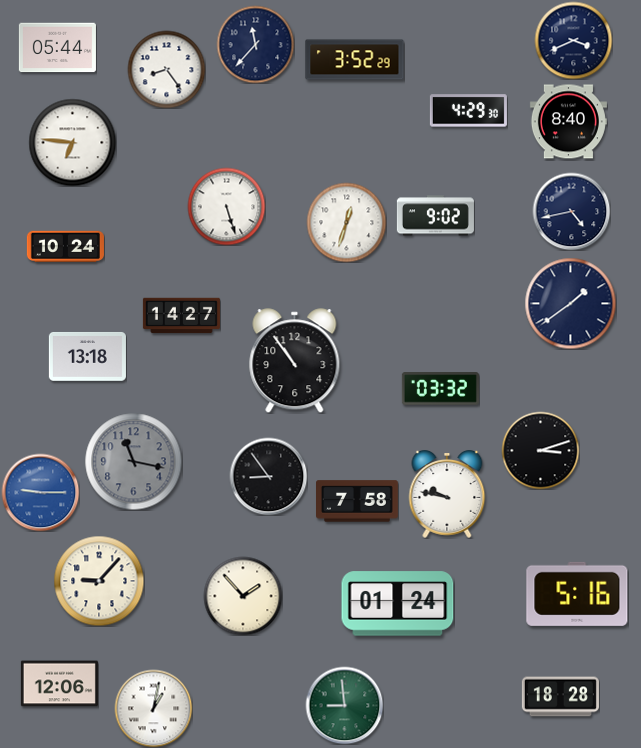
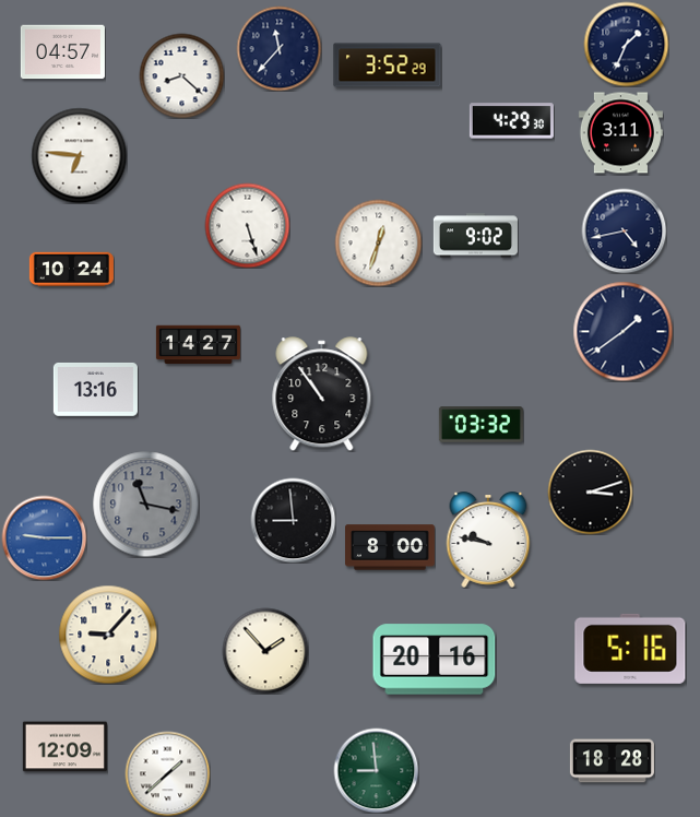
clock at (573, 40): 3:41 -> 1:34
clock at (57, 48): 05:44 -> 04:57
clock at (166, 69): 8:24 -> 8:22
clock at (568, 122): 8:40 -> 3:11
clock at (87, 356): 13:18 -> 13:16
clock at (268, 476): 8:54 -> 8:59
clock at (358, 501): 7:58 -> 8:00
clock at (398, 604): 01:24 -> 20:16
clock at (59, 684): 12:06 -> 12:09
clock at (153, 708): 1:02 -> 1:38
